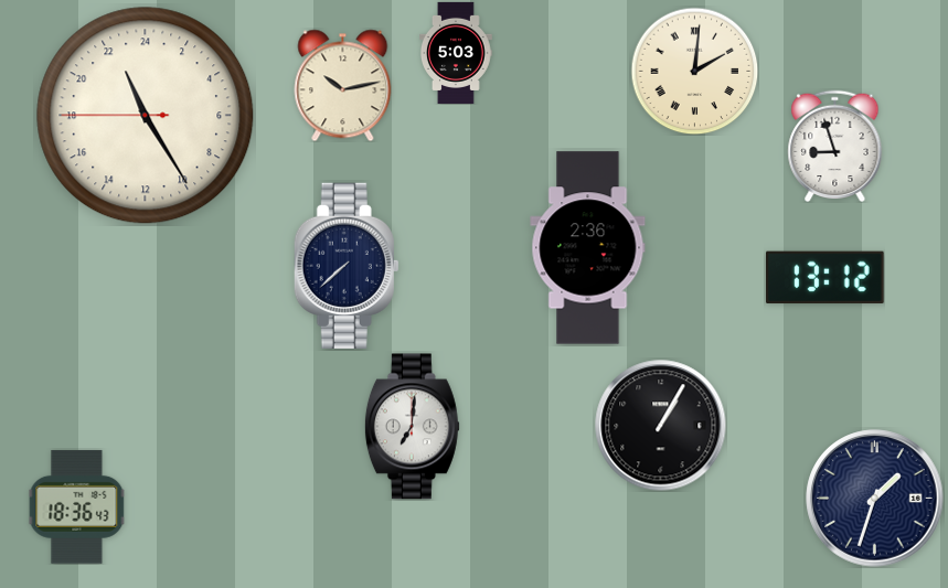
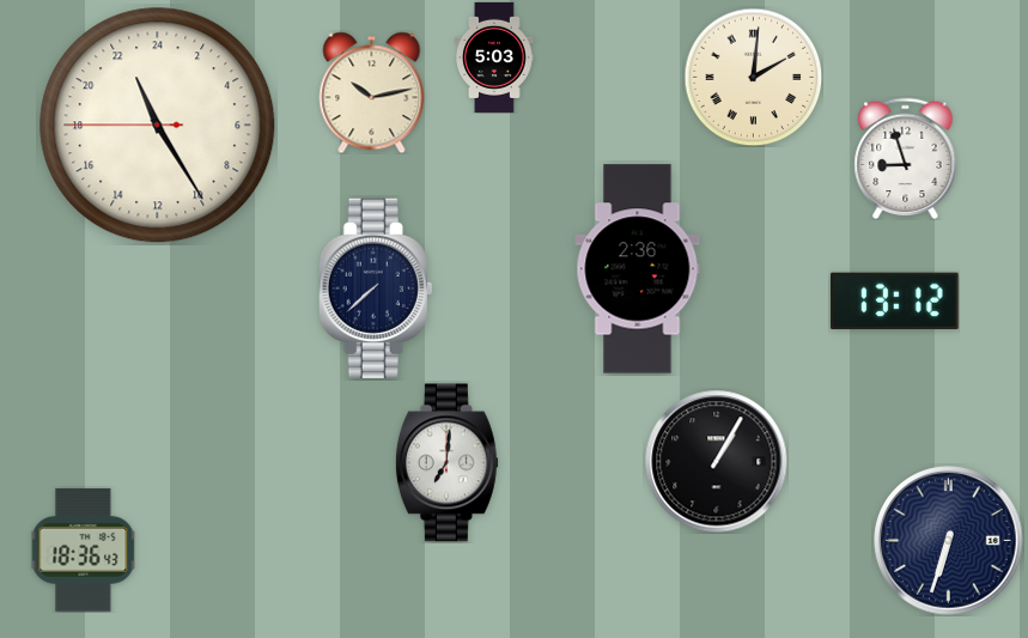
clock at (875, 499): 1:33 -> 6:33
